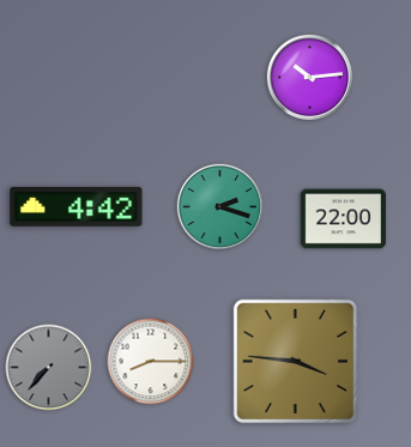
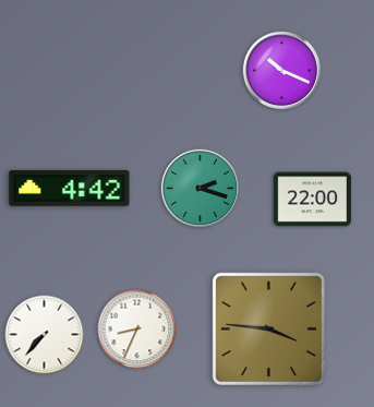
clock at (309, 77): 10:14 -> 10:19
clock at (151, 362): 8:15 -> 8:34
clock at (49, 368) dial: grey -> white
